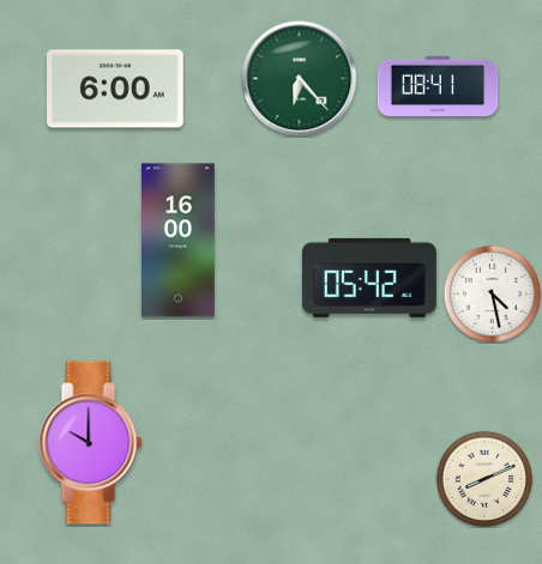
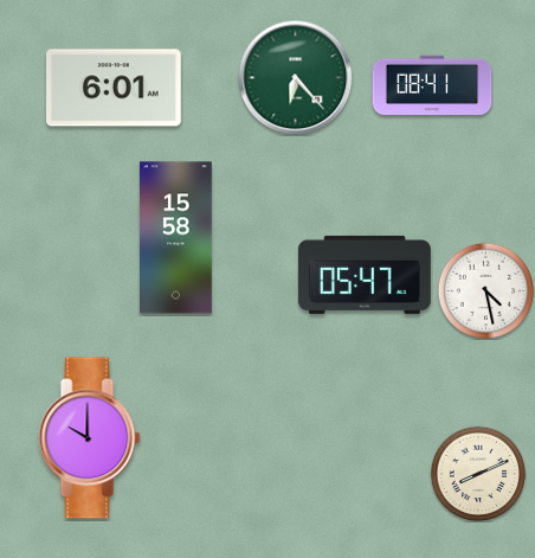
clock at (116, 89): 6:00 -> 6:01
clock at (179, 241): 16:00 -> 15:58
clock at (369, 278): 05:42 -> 05:47
